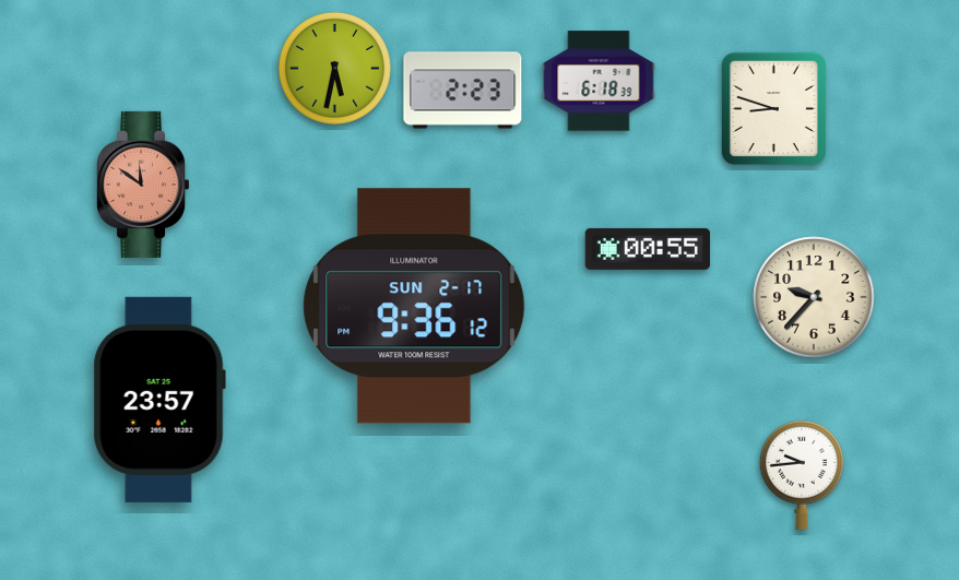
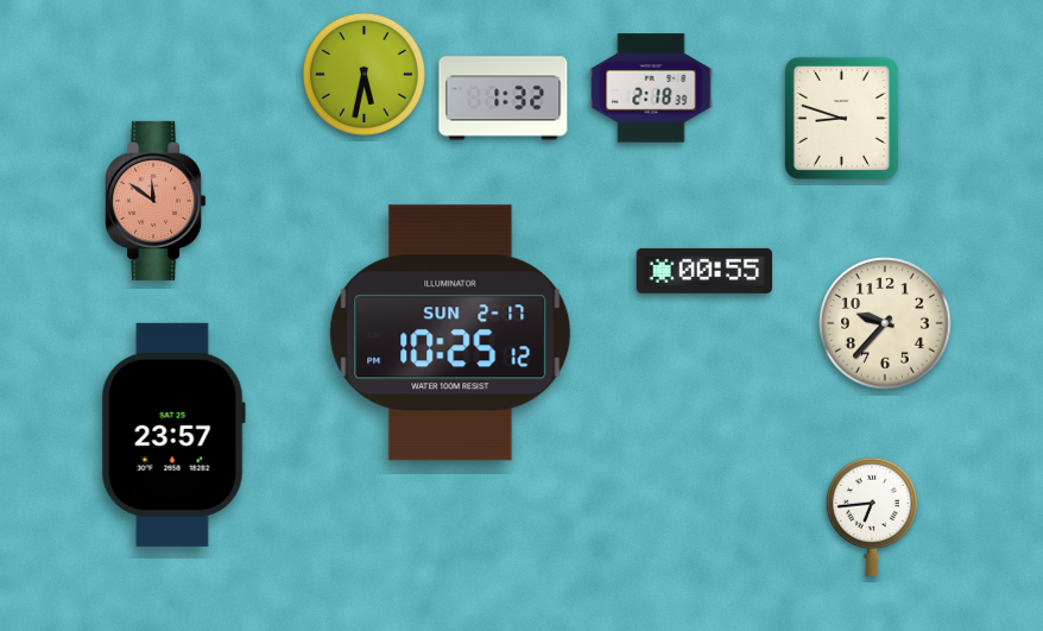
clock at (599, 81): 6:18 -> 2:18
clock at (463, 91): 2:23 -> 1:32
clock at (414, 306): 9:36 -> 10:25
clock at (802, 475): 9:44 -> 6:44
